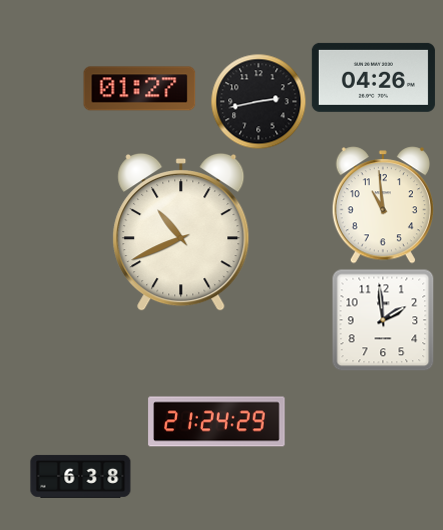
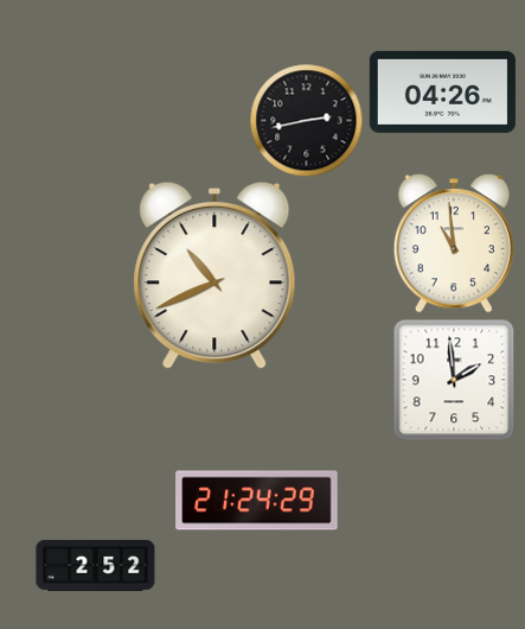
clock at (140, 89): 01:27 -> none
clock at (81, 476): 6:38 -> 2:52
